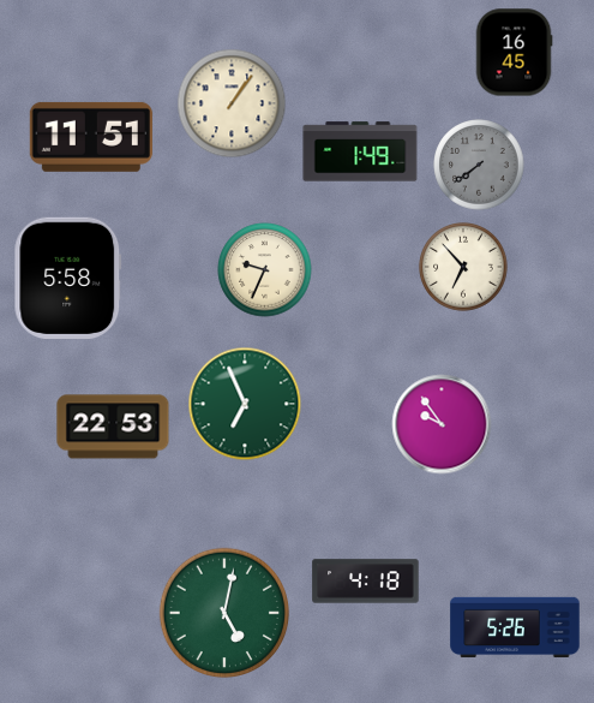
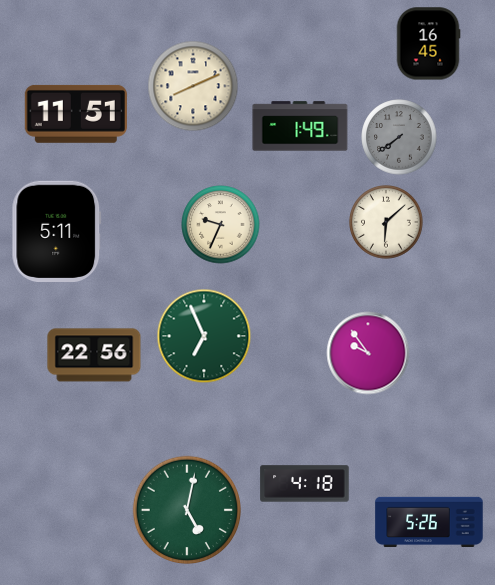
clock at (232, 103): 1:06 -> 8:11
clock at (463, 267): 6:53 -> 6:08
clock at (68, 278): 5:58 -> 5:11
clock at (113, 427): 22:53 -> 22:56
